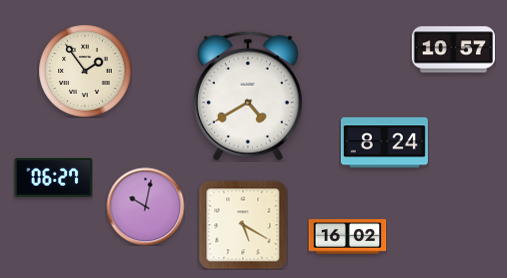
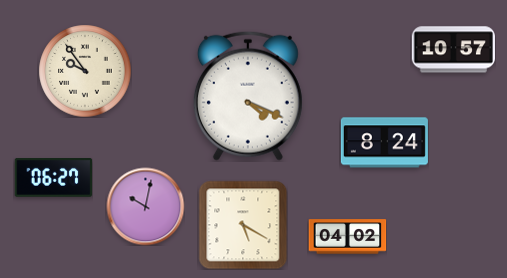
clock at (85, 71): 1:54 -> 9:54
clock at (248, 96): 4:40 -> 4:19
clock at (347, 237): 16:02 -> 04:02
